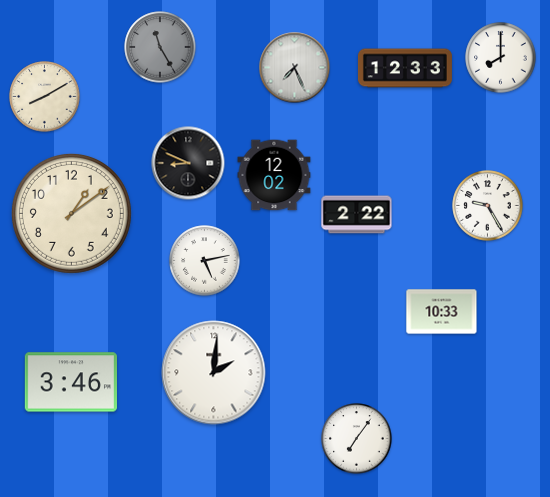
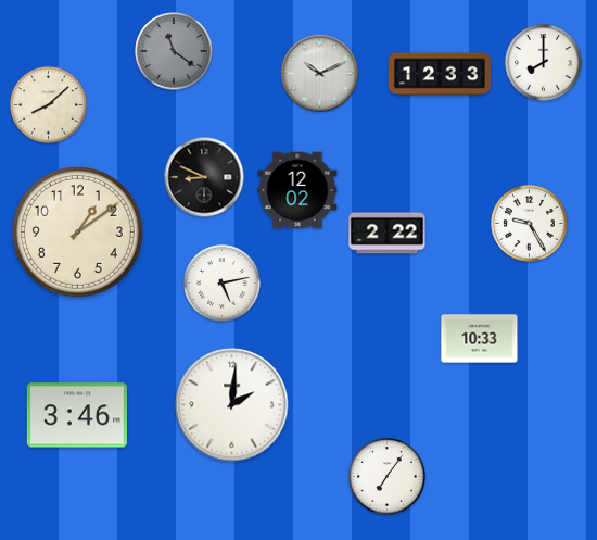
clock at (160, 47): 11:25 -> 11:21
clock at (295, 68): 7:26 -> 10:11
clock at (45, 97): 8:10 -> 8:08
